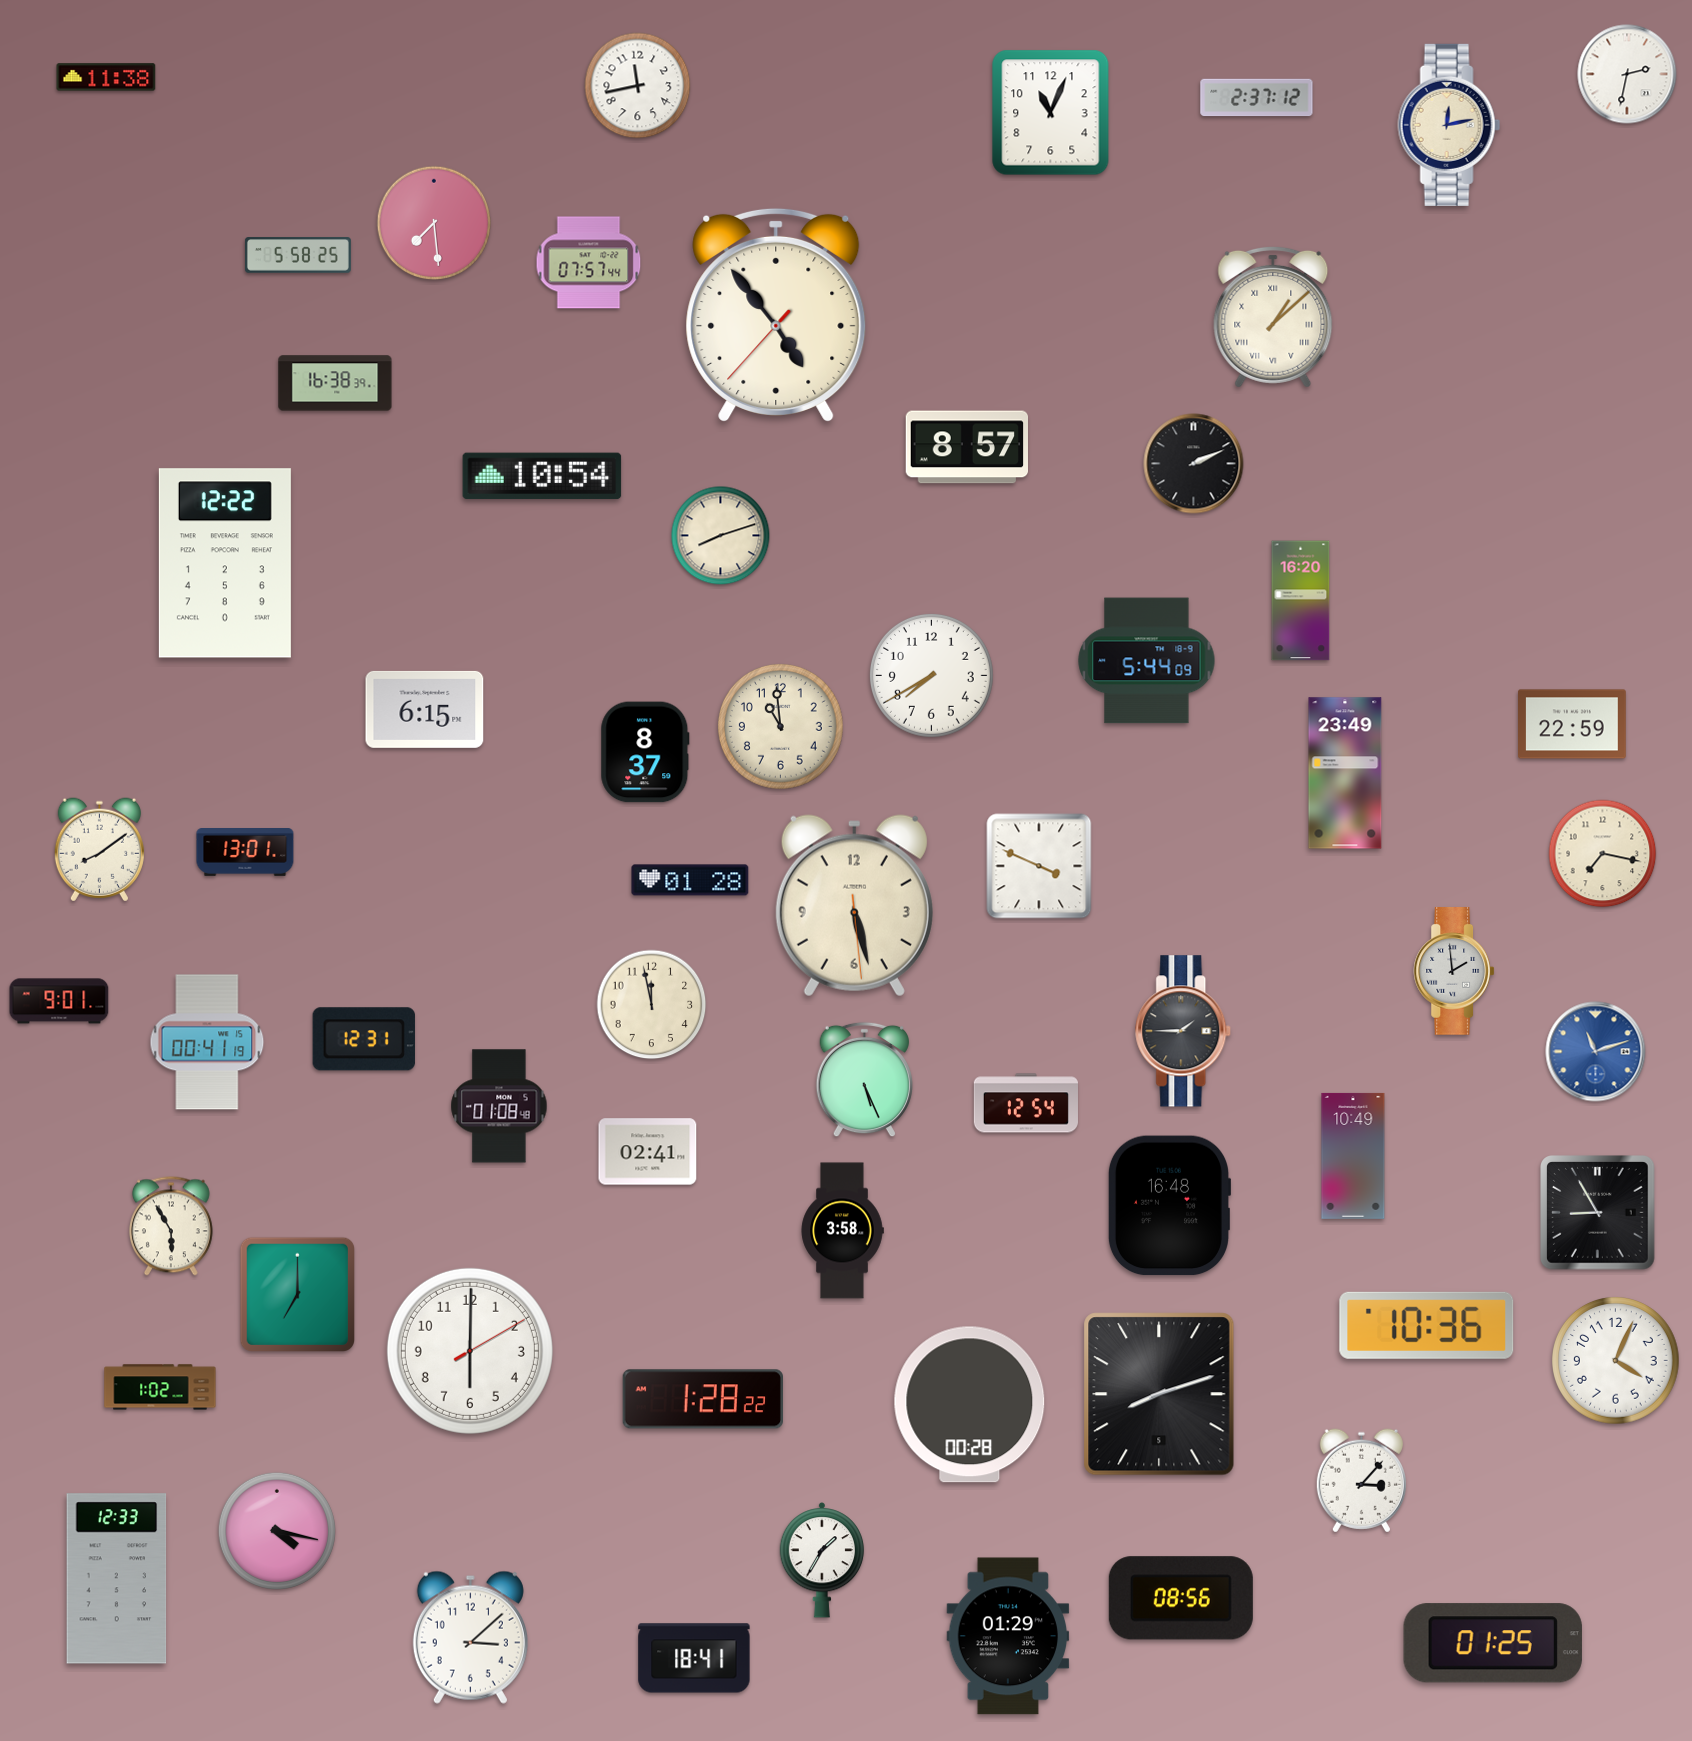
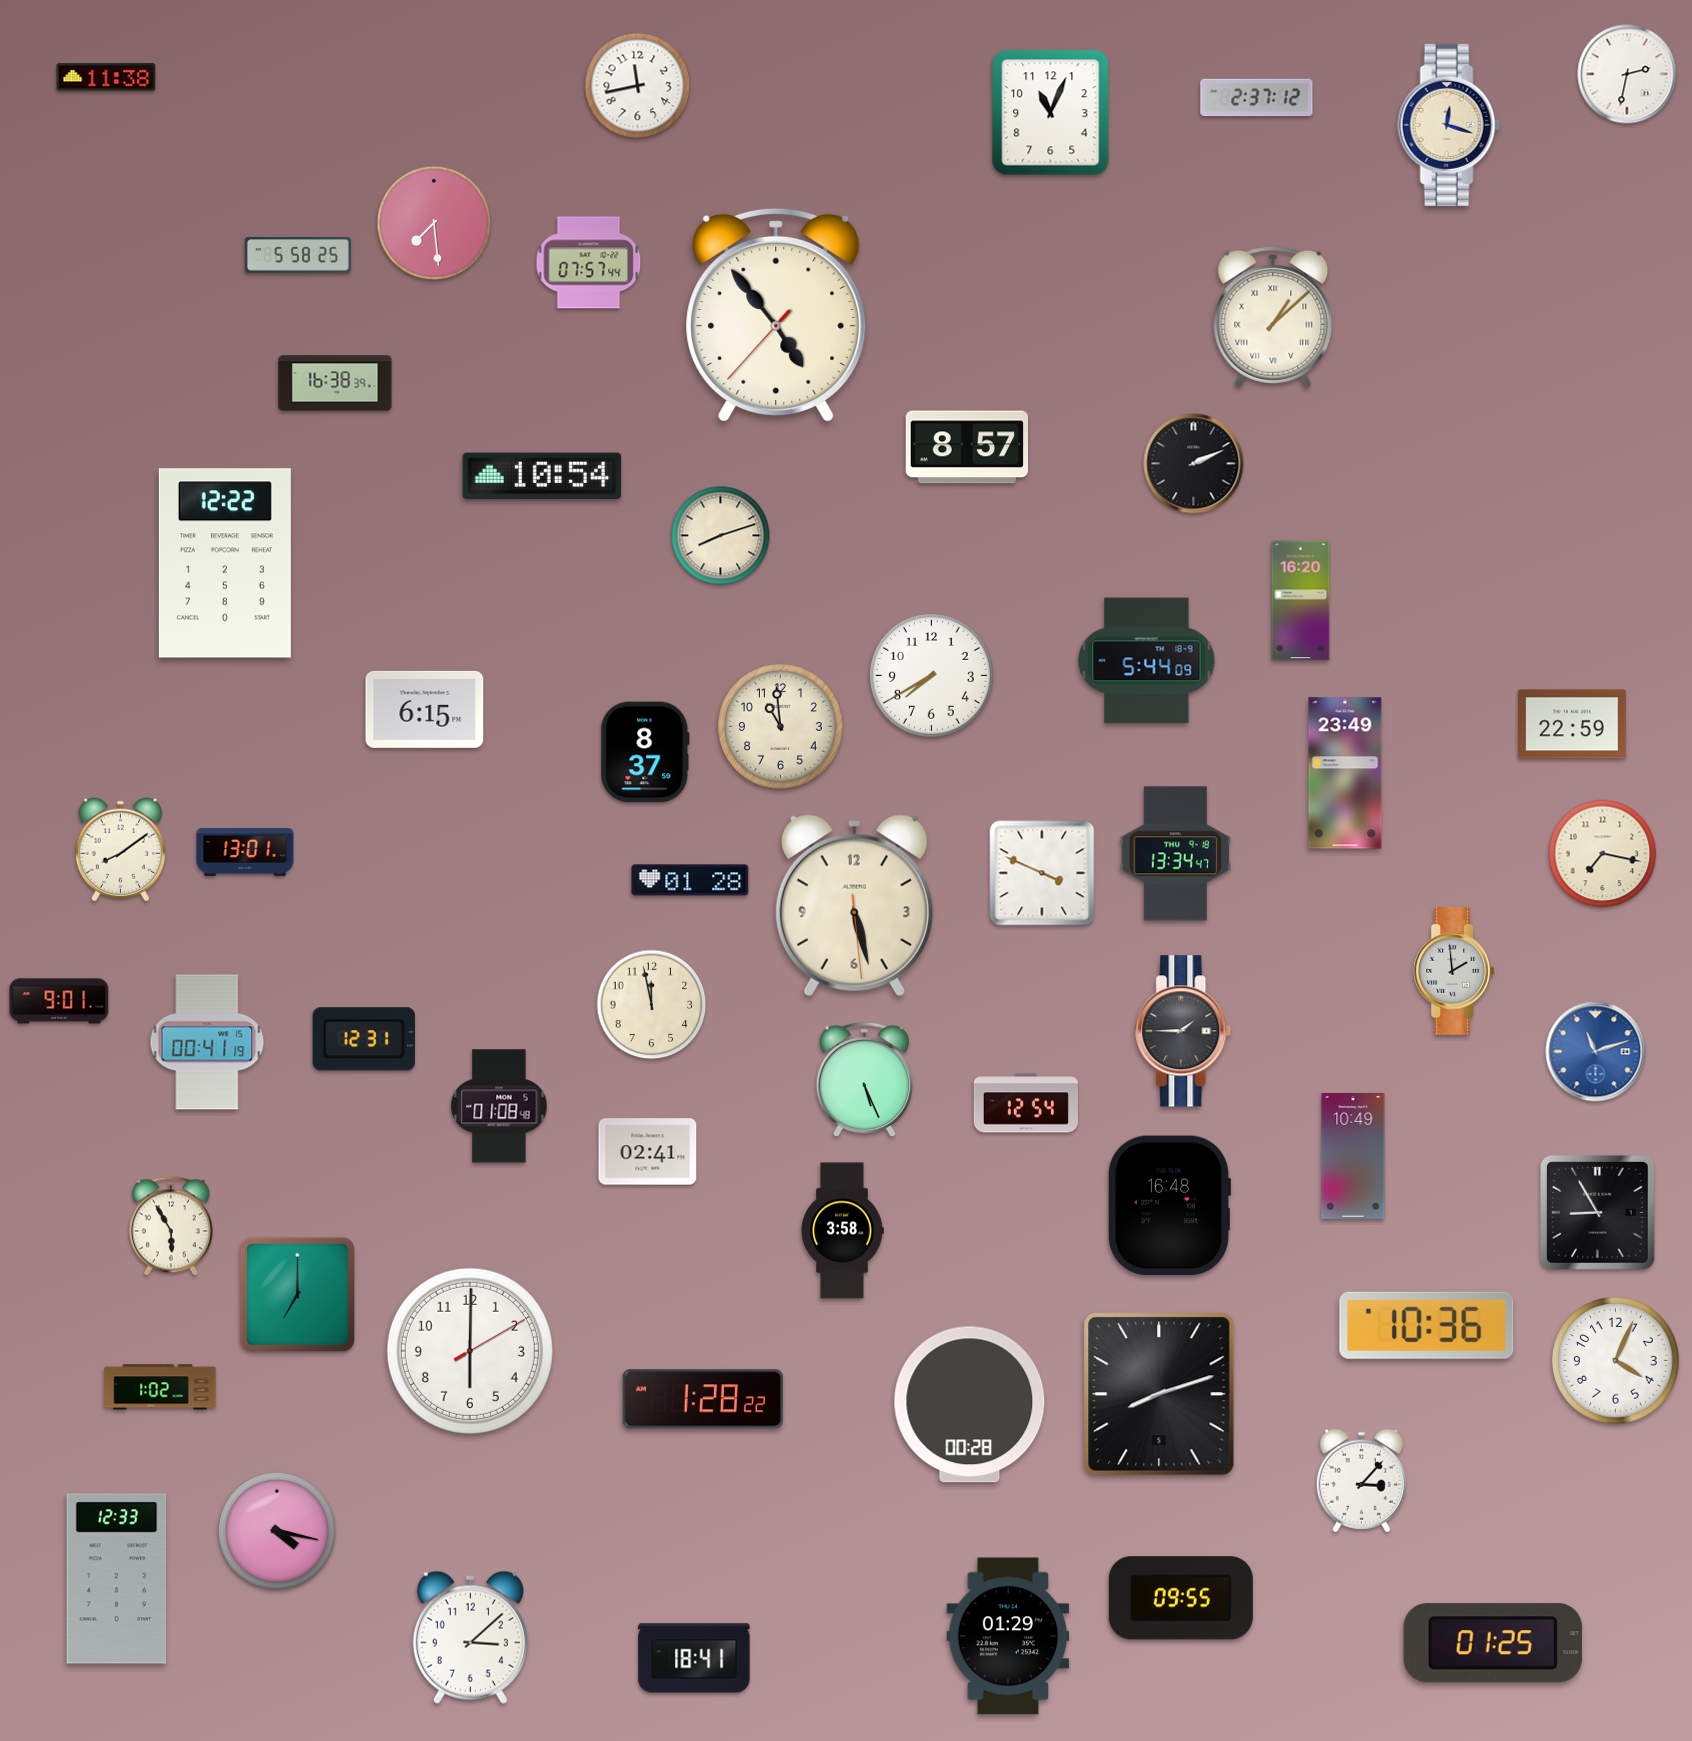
clock at (1449, 125): 12:13 -> 12:18
clock at (99, 850) position: (99, 850) -> (120, 850)
clock at (1176, 854): none -> 13:34
clock at (1039, 866) position: (1039, 866) -> (1042, 873)
clock at (822, 1561): 1:35 -> none
clock at (1181, 1598): 08:56 -> 09:55
